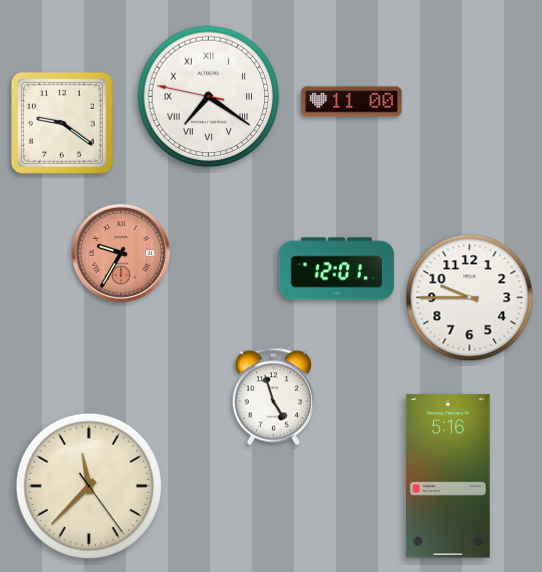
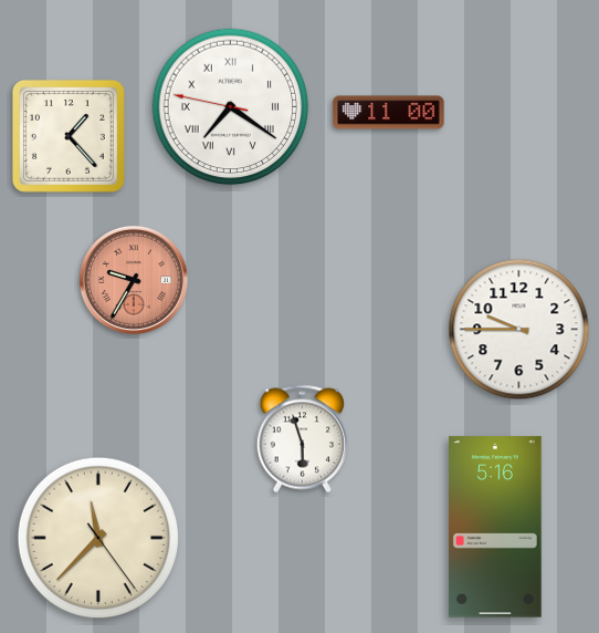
clock at (62, 123): 9:21 -> 1:23
clock at (336, 269): 12:01 -> none
clock at (273, 397): 4:57 -> 5:57
